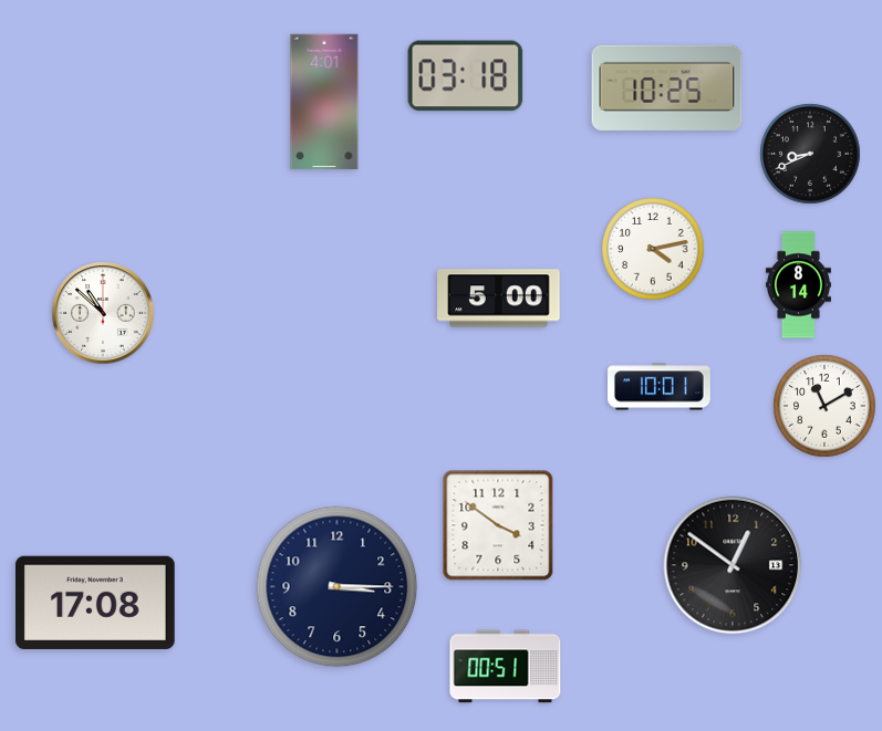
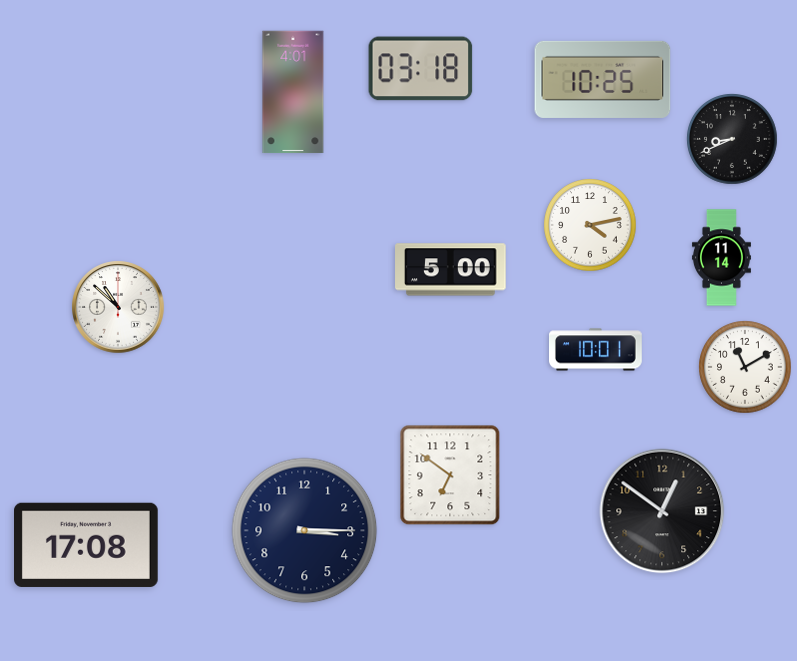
clock at (798, 285): 8:14 -> 11:14
clock at (103, 313) position: (103, 313) -> (118, 307)
clock at (498, 525): 3:51 -> 6:51
clock at (506, 667): 00:51 -> none
